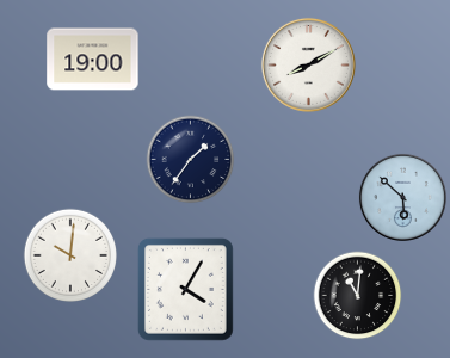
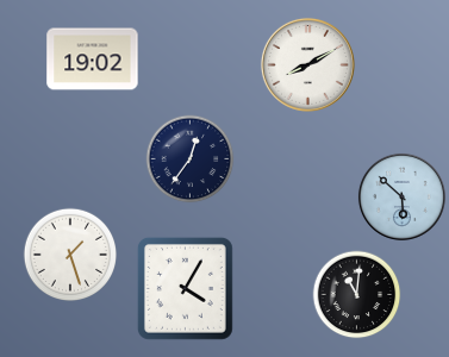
clock at (93, 60): 19:00 -> 19:02
clock at (191, 160): 1:36 -> 12:36
clock at (69, 254): 10:01 -> 1:27
